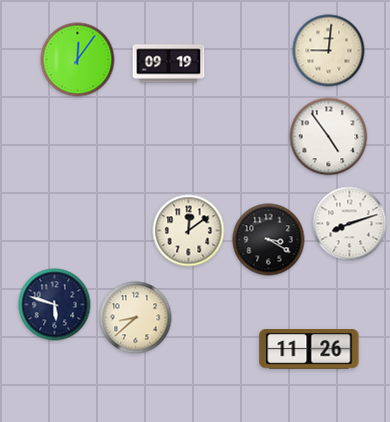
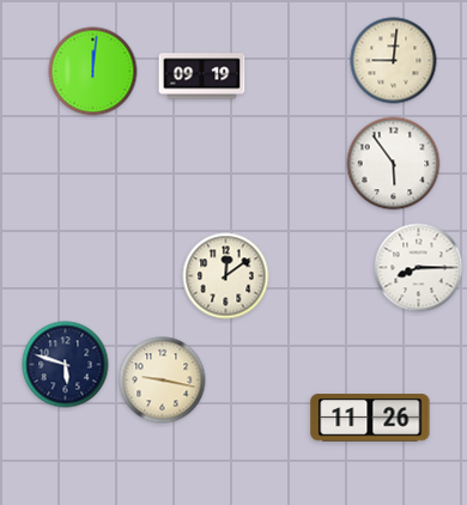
clock at (78, 60): 12:06 -> 12:01
clock at (329, 137): 4:54 -> 5:54
clock at (350, 224): 8:12 -> 8:15
clock at (269, 240): 3:20 -> none
clock at (136, 318): 8:38 -> 9:17
